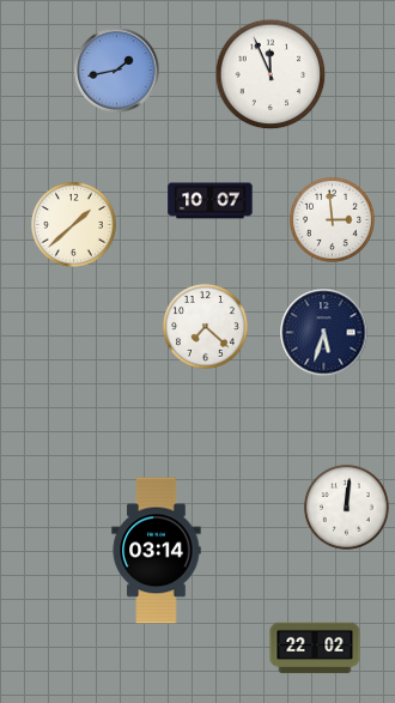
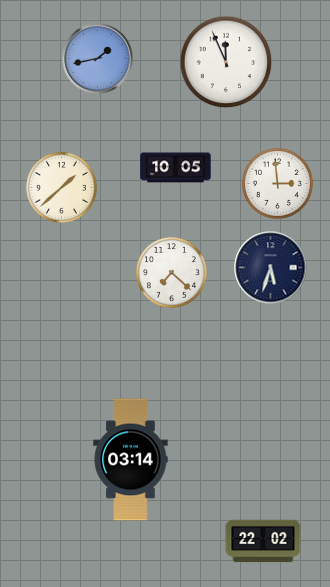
clock at (211, 201): 10:07 -> 10:05
clock at (324, 333) position: (324, 333) -> (271, 268)
clock at (346, 507): 12:01 -> none
